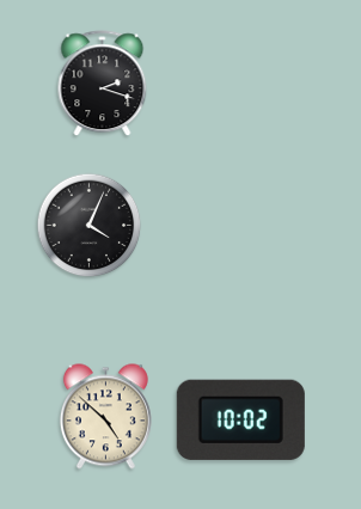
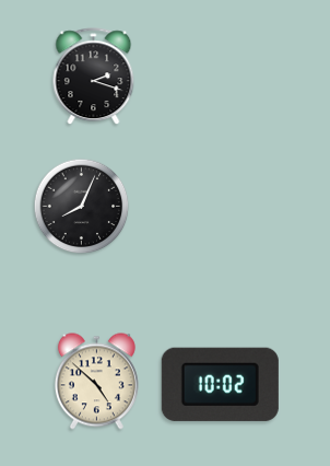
clock at (90, 226): 4:04 -> 8:04
